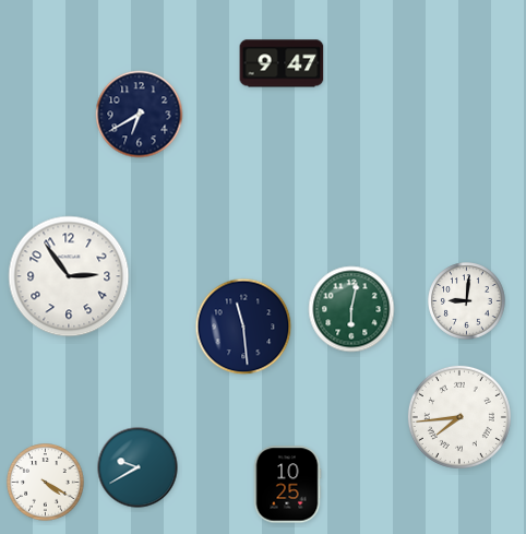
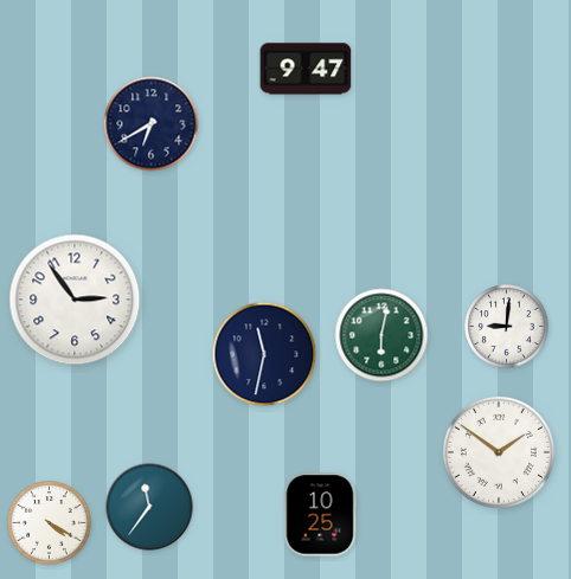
clock at (243, 327): 11:29 -> 11:32
clock at (459, 417): 7:44 -> 1:51
clock at (138, 467): 9:40 -> 11:36
clock at (287, 485) position: (287, 485) -> (320, 515)
